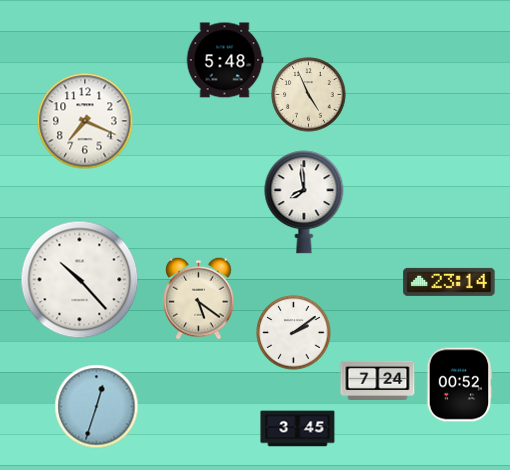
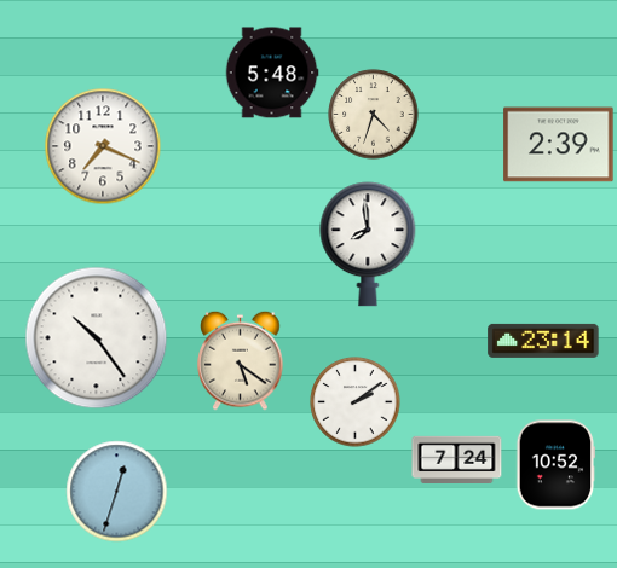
clock at (309, 95): 4:56 -> 4:33
clock at (559, 145): none -> 2:39
clock at (80, 280): 10:23 -> 10:24
clock at (459, 385): 00:52 -> 10:52
clock at (298, 429): 3:45 -> none
